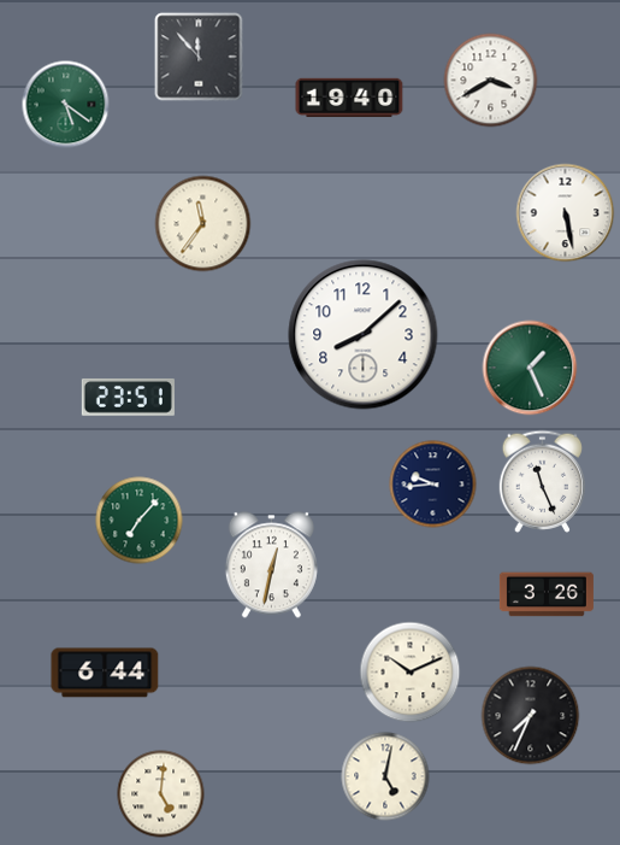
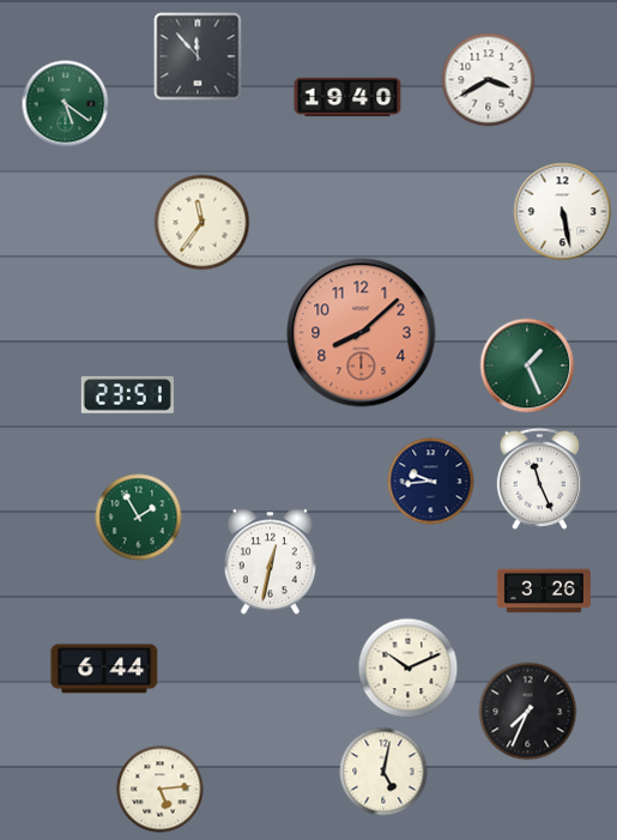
clock at (364, 335) dial: white -> salmon
clock at (140, 521): 7:07 -> 1:55
clock at (161, 794): 5:01 -> 5:14
